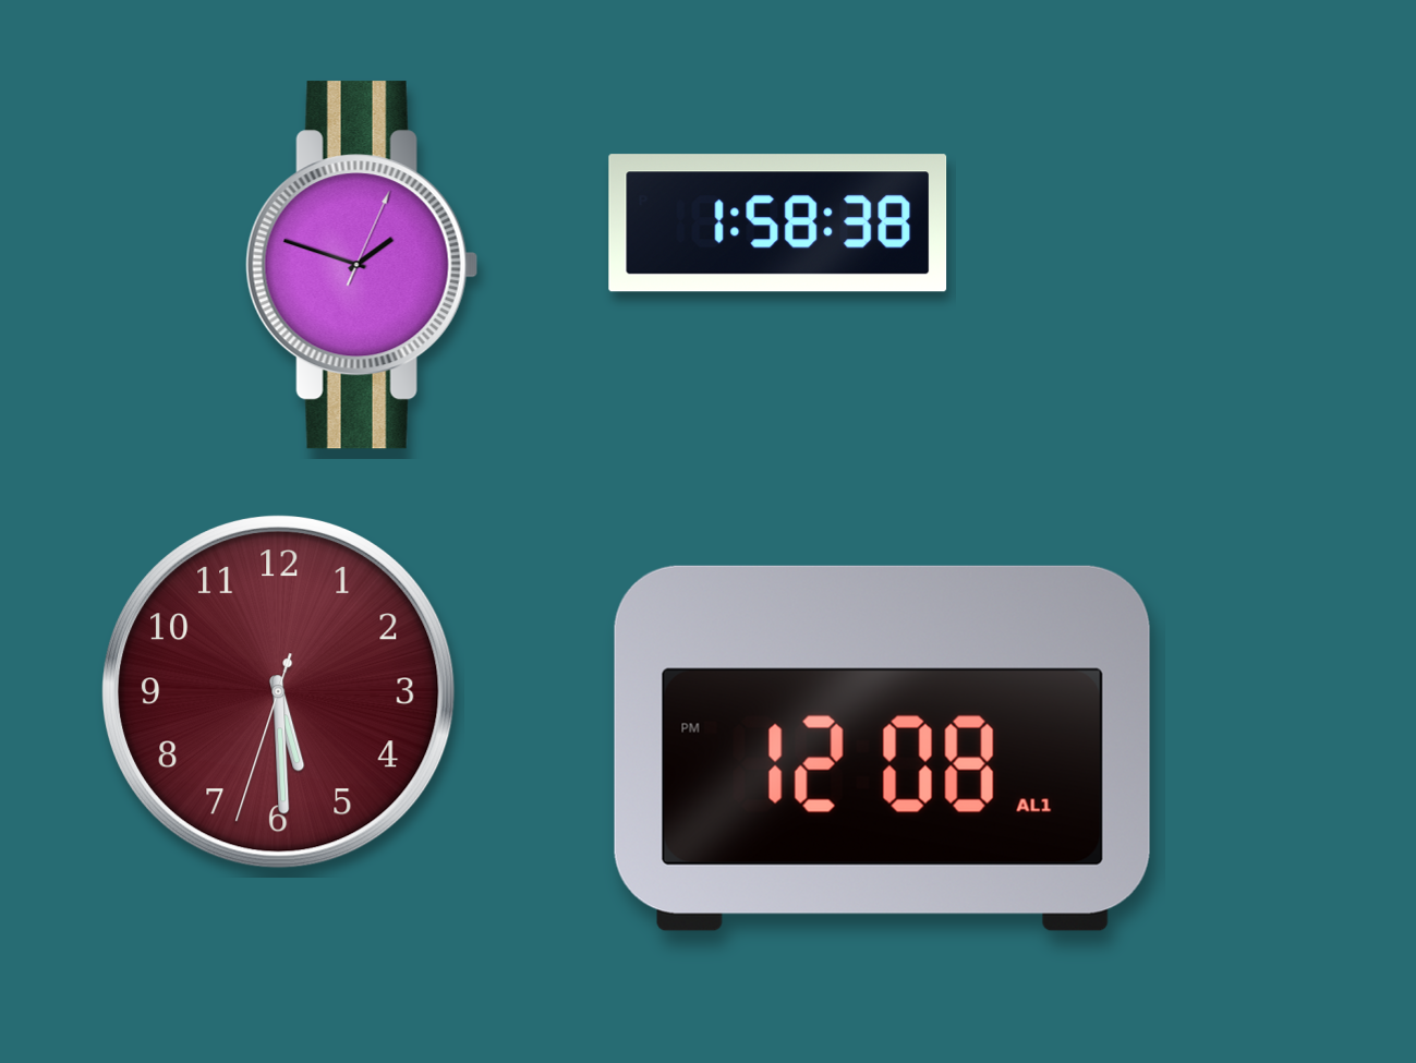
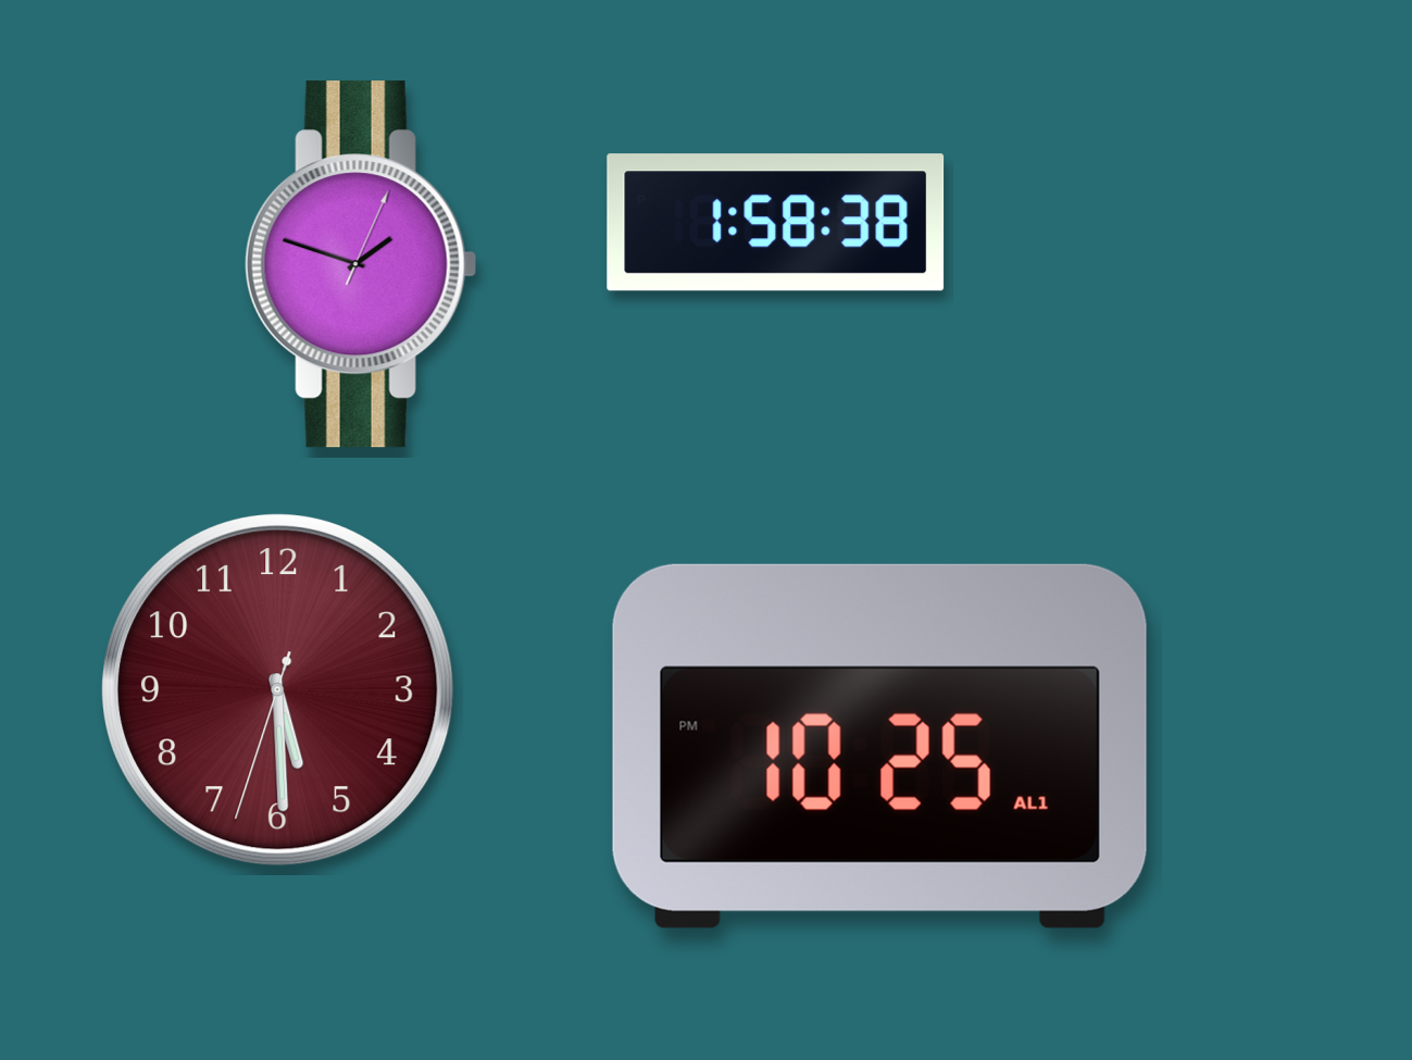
clock at (882, 748): 12:08 -> 10:25
